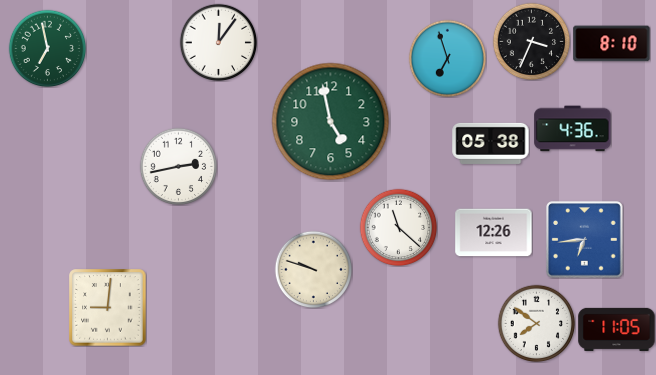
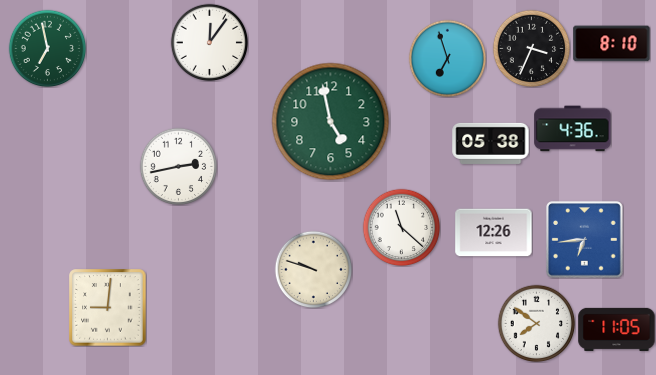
clock at (531, 41) position: (531, 41) -> (531, 48)
clock at (218, 42) position: (218, 42) -> (209, 42)
clock at (398, 227) position: (398, 227) -> (401, 227)
